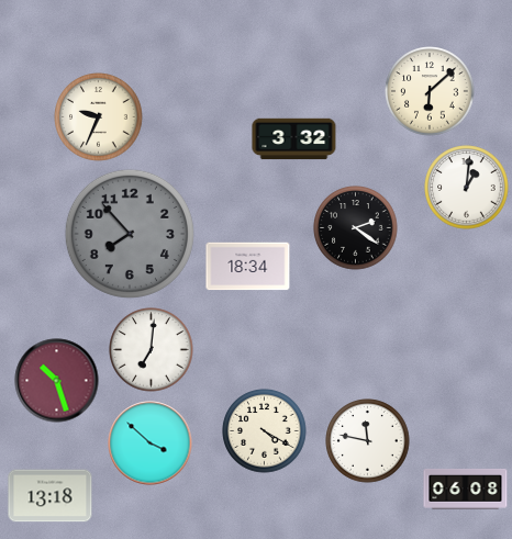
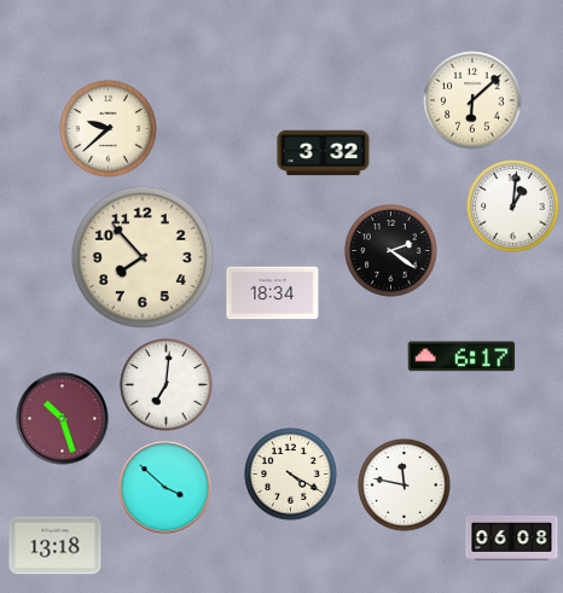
clock at (99, 117): 9:34 -> 9:38
clock at (130, 234) dial: grey -> cream
clock at (462, 356): none -> 6:17
